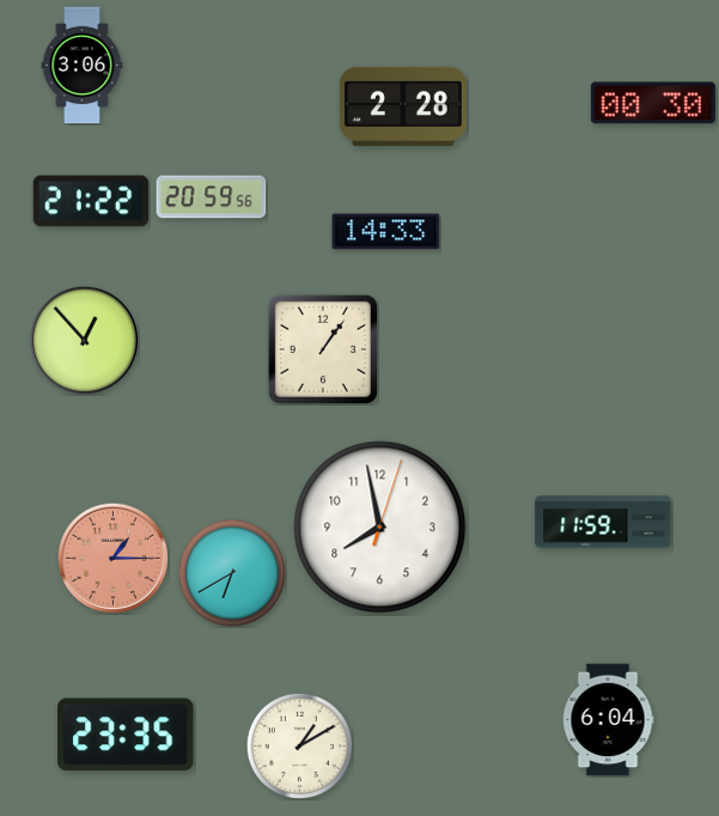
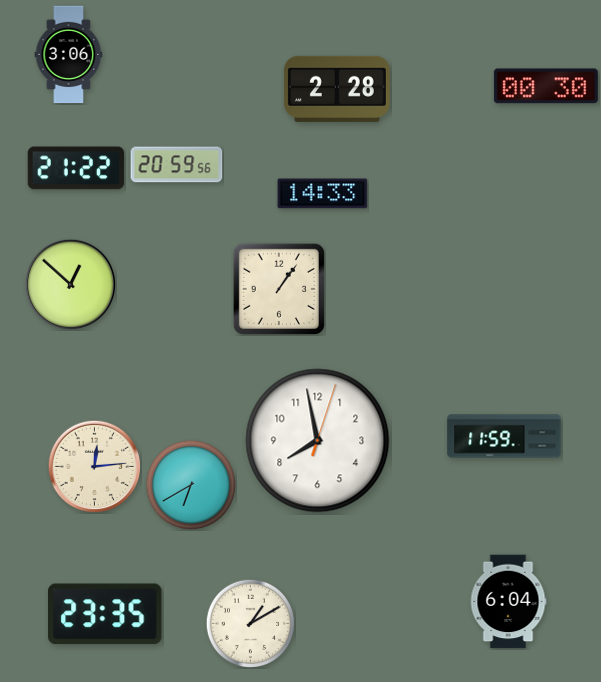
clock at (84, 340): 12:53 -> 12:52
clock at (323, 349) position: (323, 349) -> (279, 289)
clock at (112, 558): 1:15 -> 12:14
clock at (112, 558) dial: salmon -> cream
clock at (231, 572) position: (231, 572) -> (190, 484)
